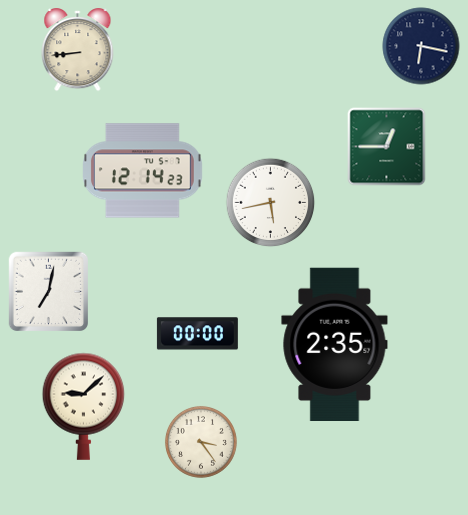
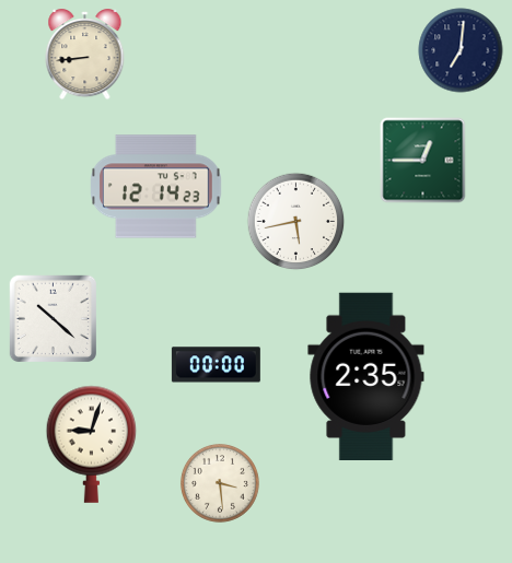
clock at (421, 46): 6:17 -> 7:01
clock at (48, 291): 7:02 -> 10:22
clock at (84, 406): 9:08 -> 9:03
clock at (201, 442): 3:24 -> 3:29
